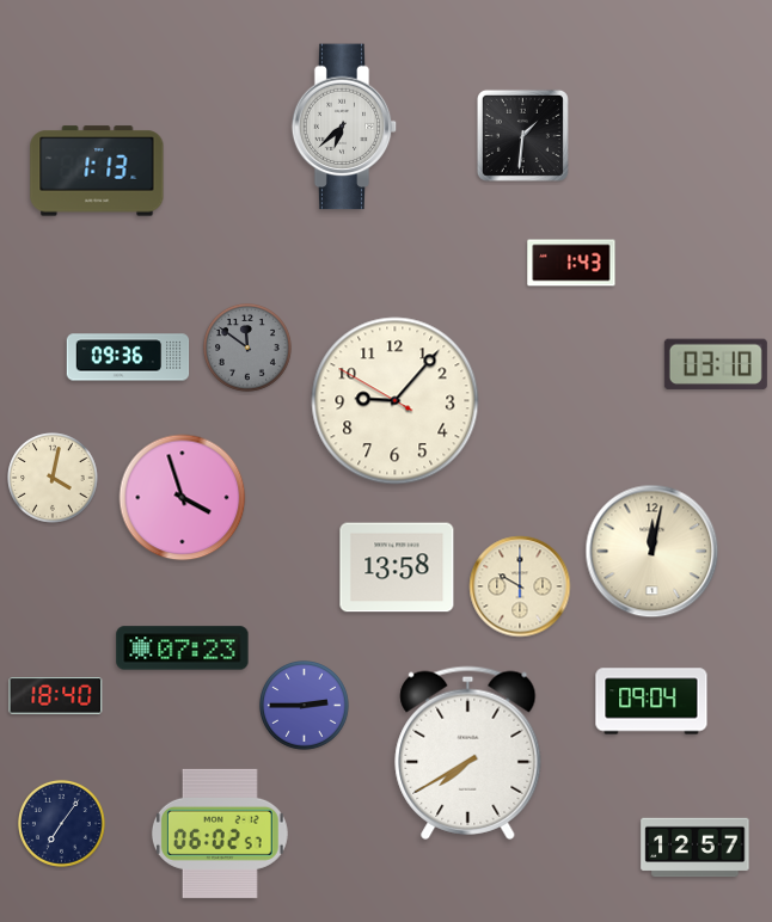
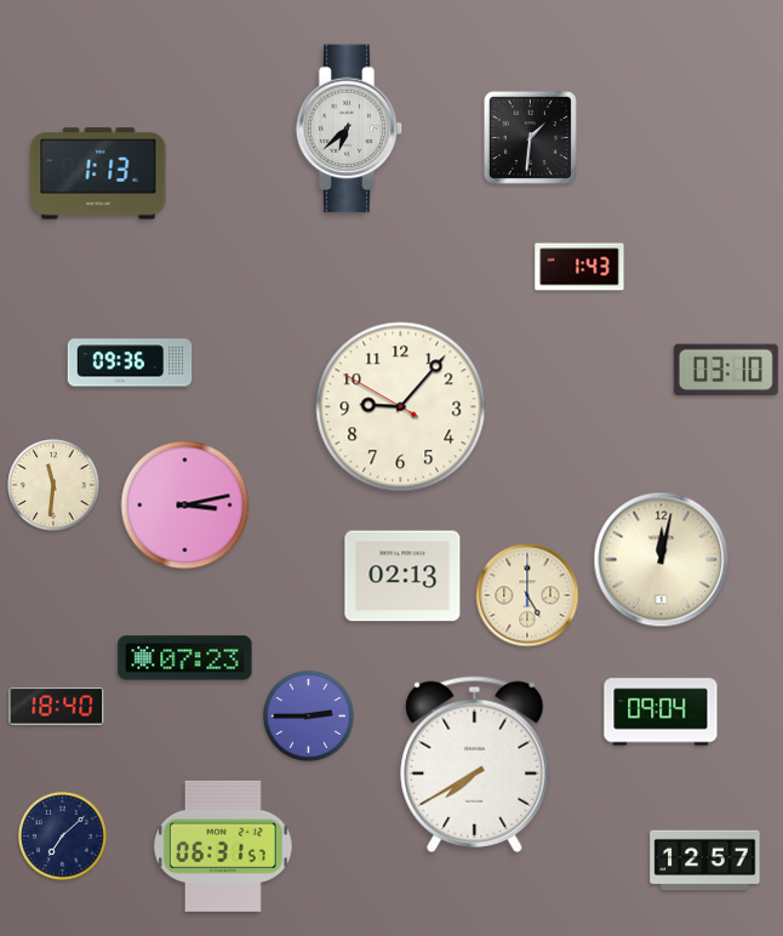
clock at (249, 349): 11:51 -> none
clock at (53, 478): 4:02 -> 11:31
clock at (183, 498): 3:57 -> 3:13
clock at (397, 567): 13:58 -> 02:13
clock at (520, 586): 10:00 -> 5:00
clock at (61, 823): 7:06 -> 7:08
clock at (220, 834): 06:02 -> 06:31
